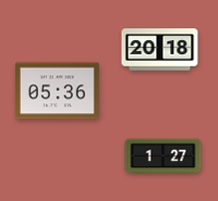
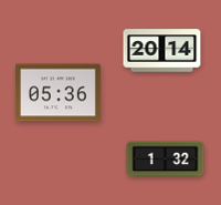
clock at (160, 50): 20:18 -> 20:14
clock at (163, 156): 1:27 -> 1:32
